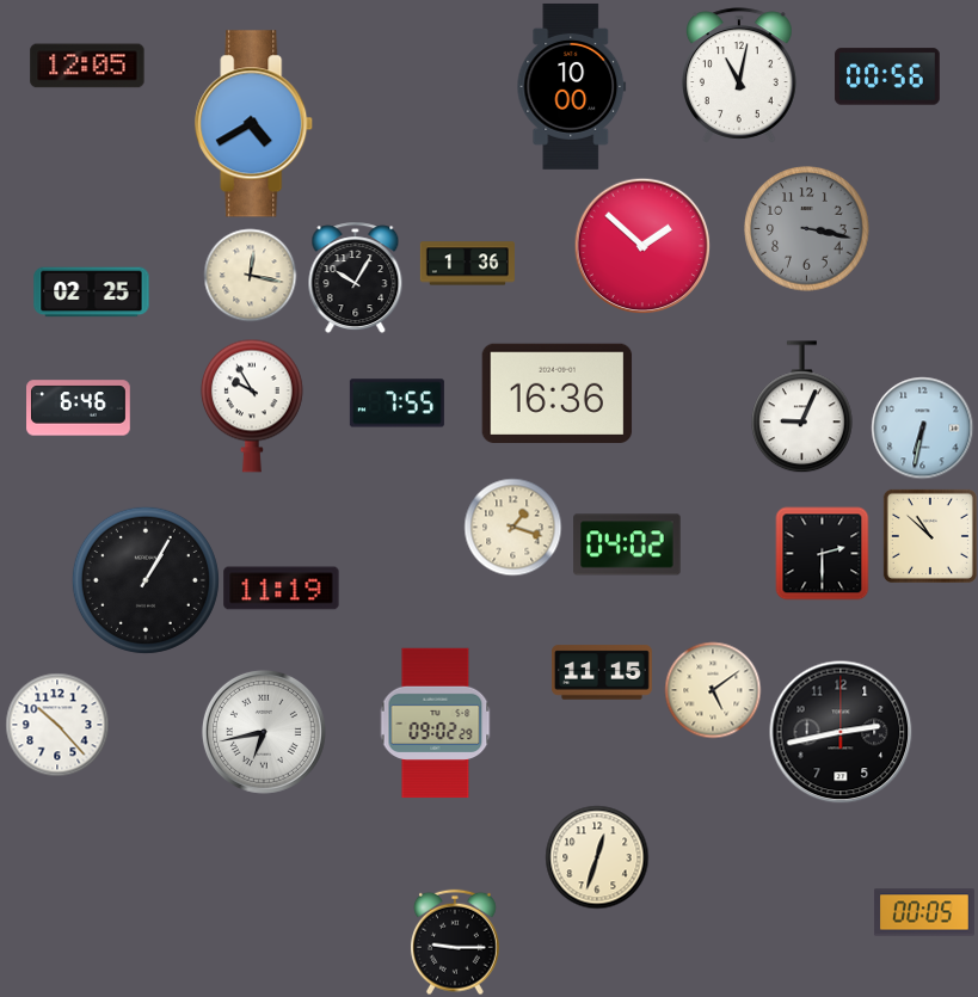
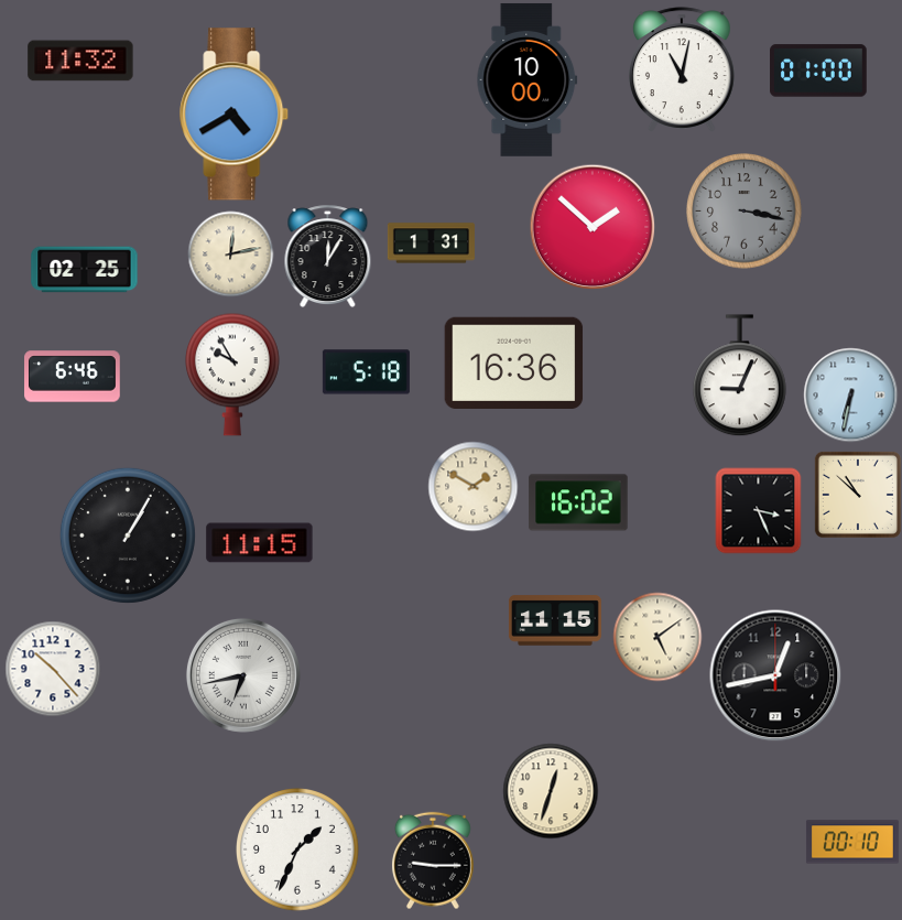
clock at (87, 66): 12:05 -> 11:32
clock at (887, 76): 00:56 -> 01:00
clock at (467, 264): 1:36 -> 1:31
clock at (250, 275): 12:17 -> 12:13
clock at (356, 277): 10:05 -> 12:05
clock at (396, 404): 7:55 -> 5:18
clock at (512, 527): 1:18 -> 1:50
clock at (627, 544): 04:02 -> 16:02
clock at (822, 553): 2:30 -> 3:26
clock at (146, 580) position: (146, 580) -> (128, 535)
clock at (282, 589): 11:19 -> 11:15
clock at (436, 724): 09:02 -> none
clock at (841, 732): 2:43 -> 12:43
clock at (924, 912): 00:05 -> 00:10
clock at (298, 851): none -> 1:34
clock at (455, 942) position: (455, 942) -> (433, 861)
